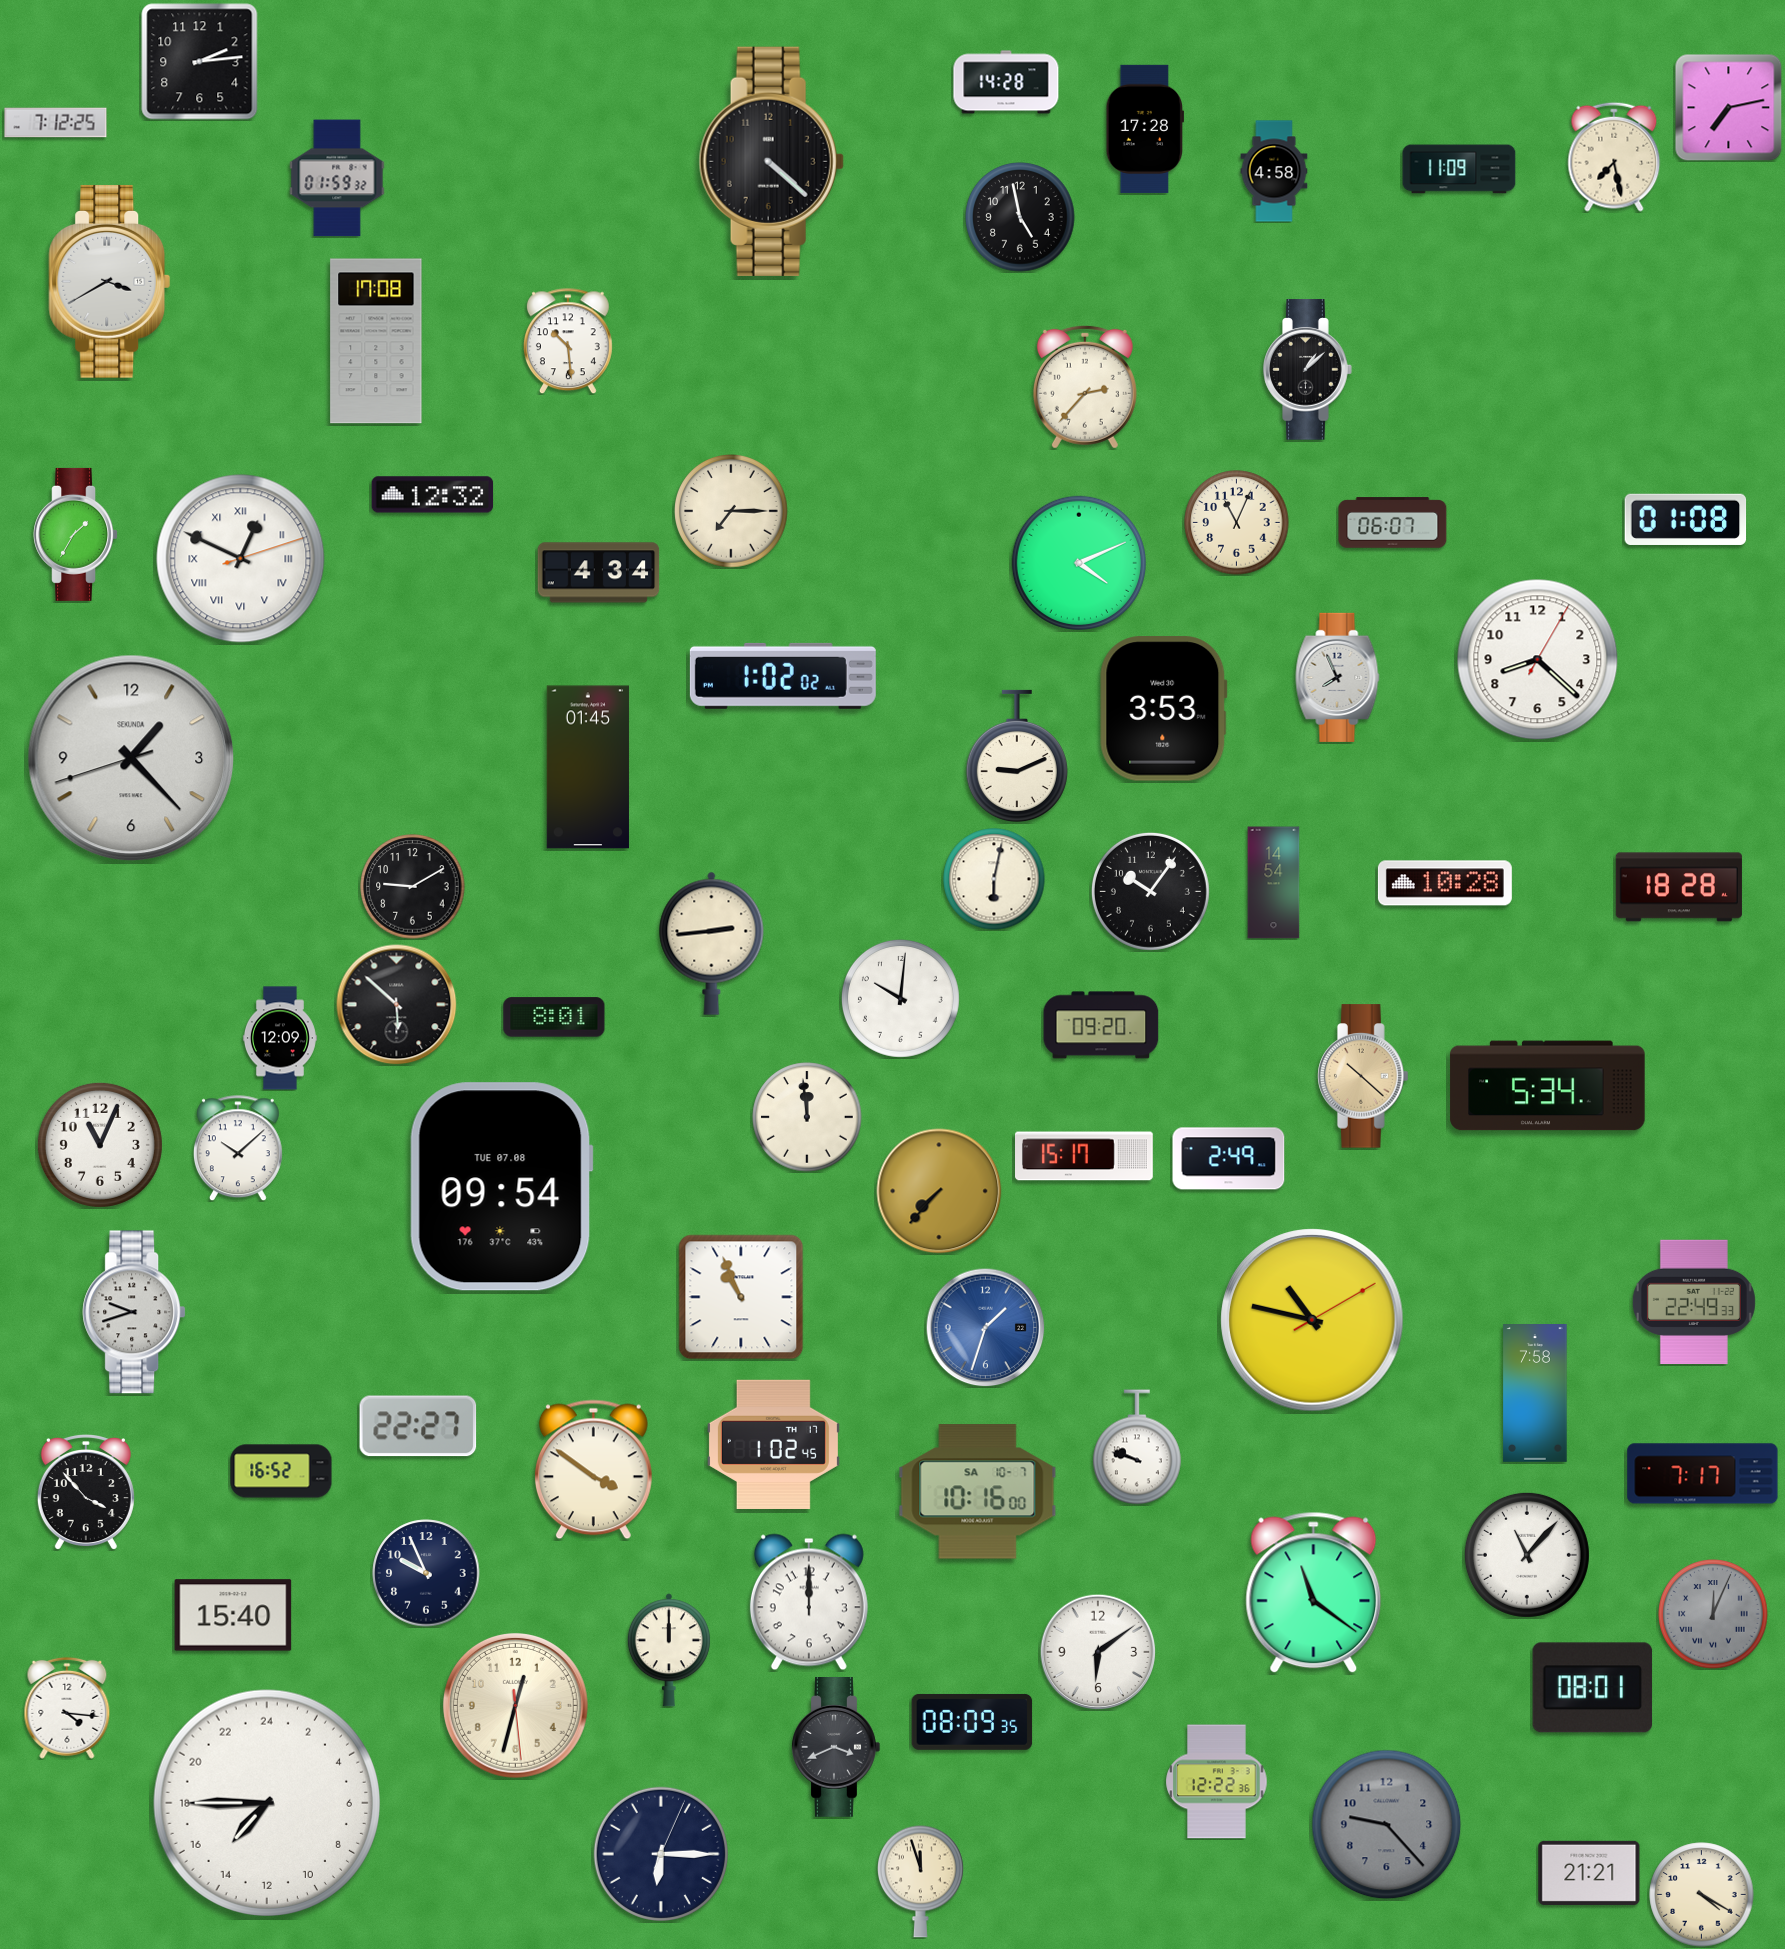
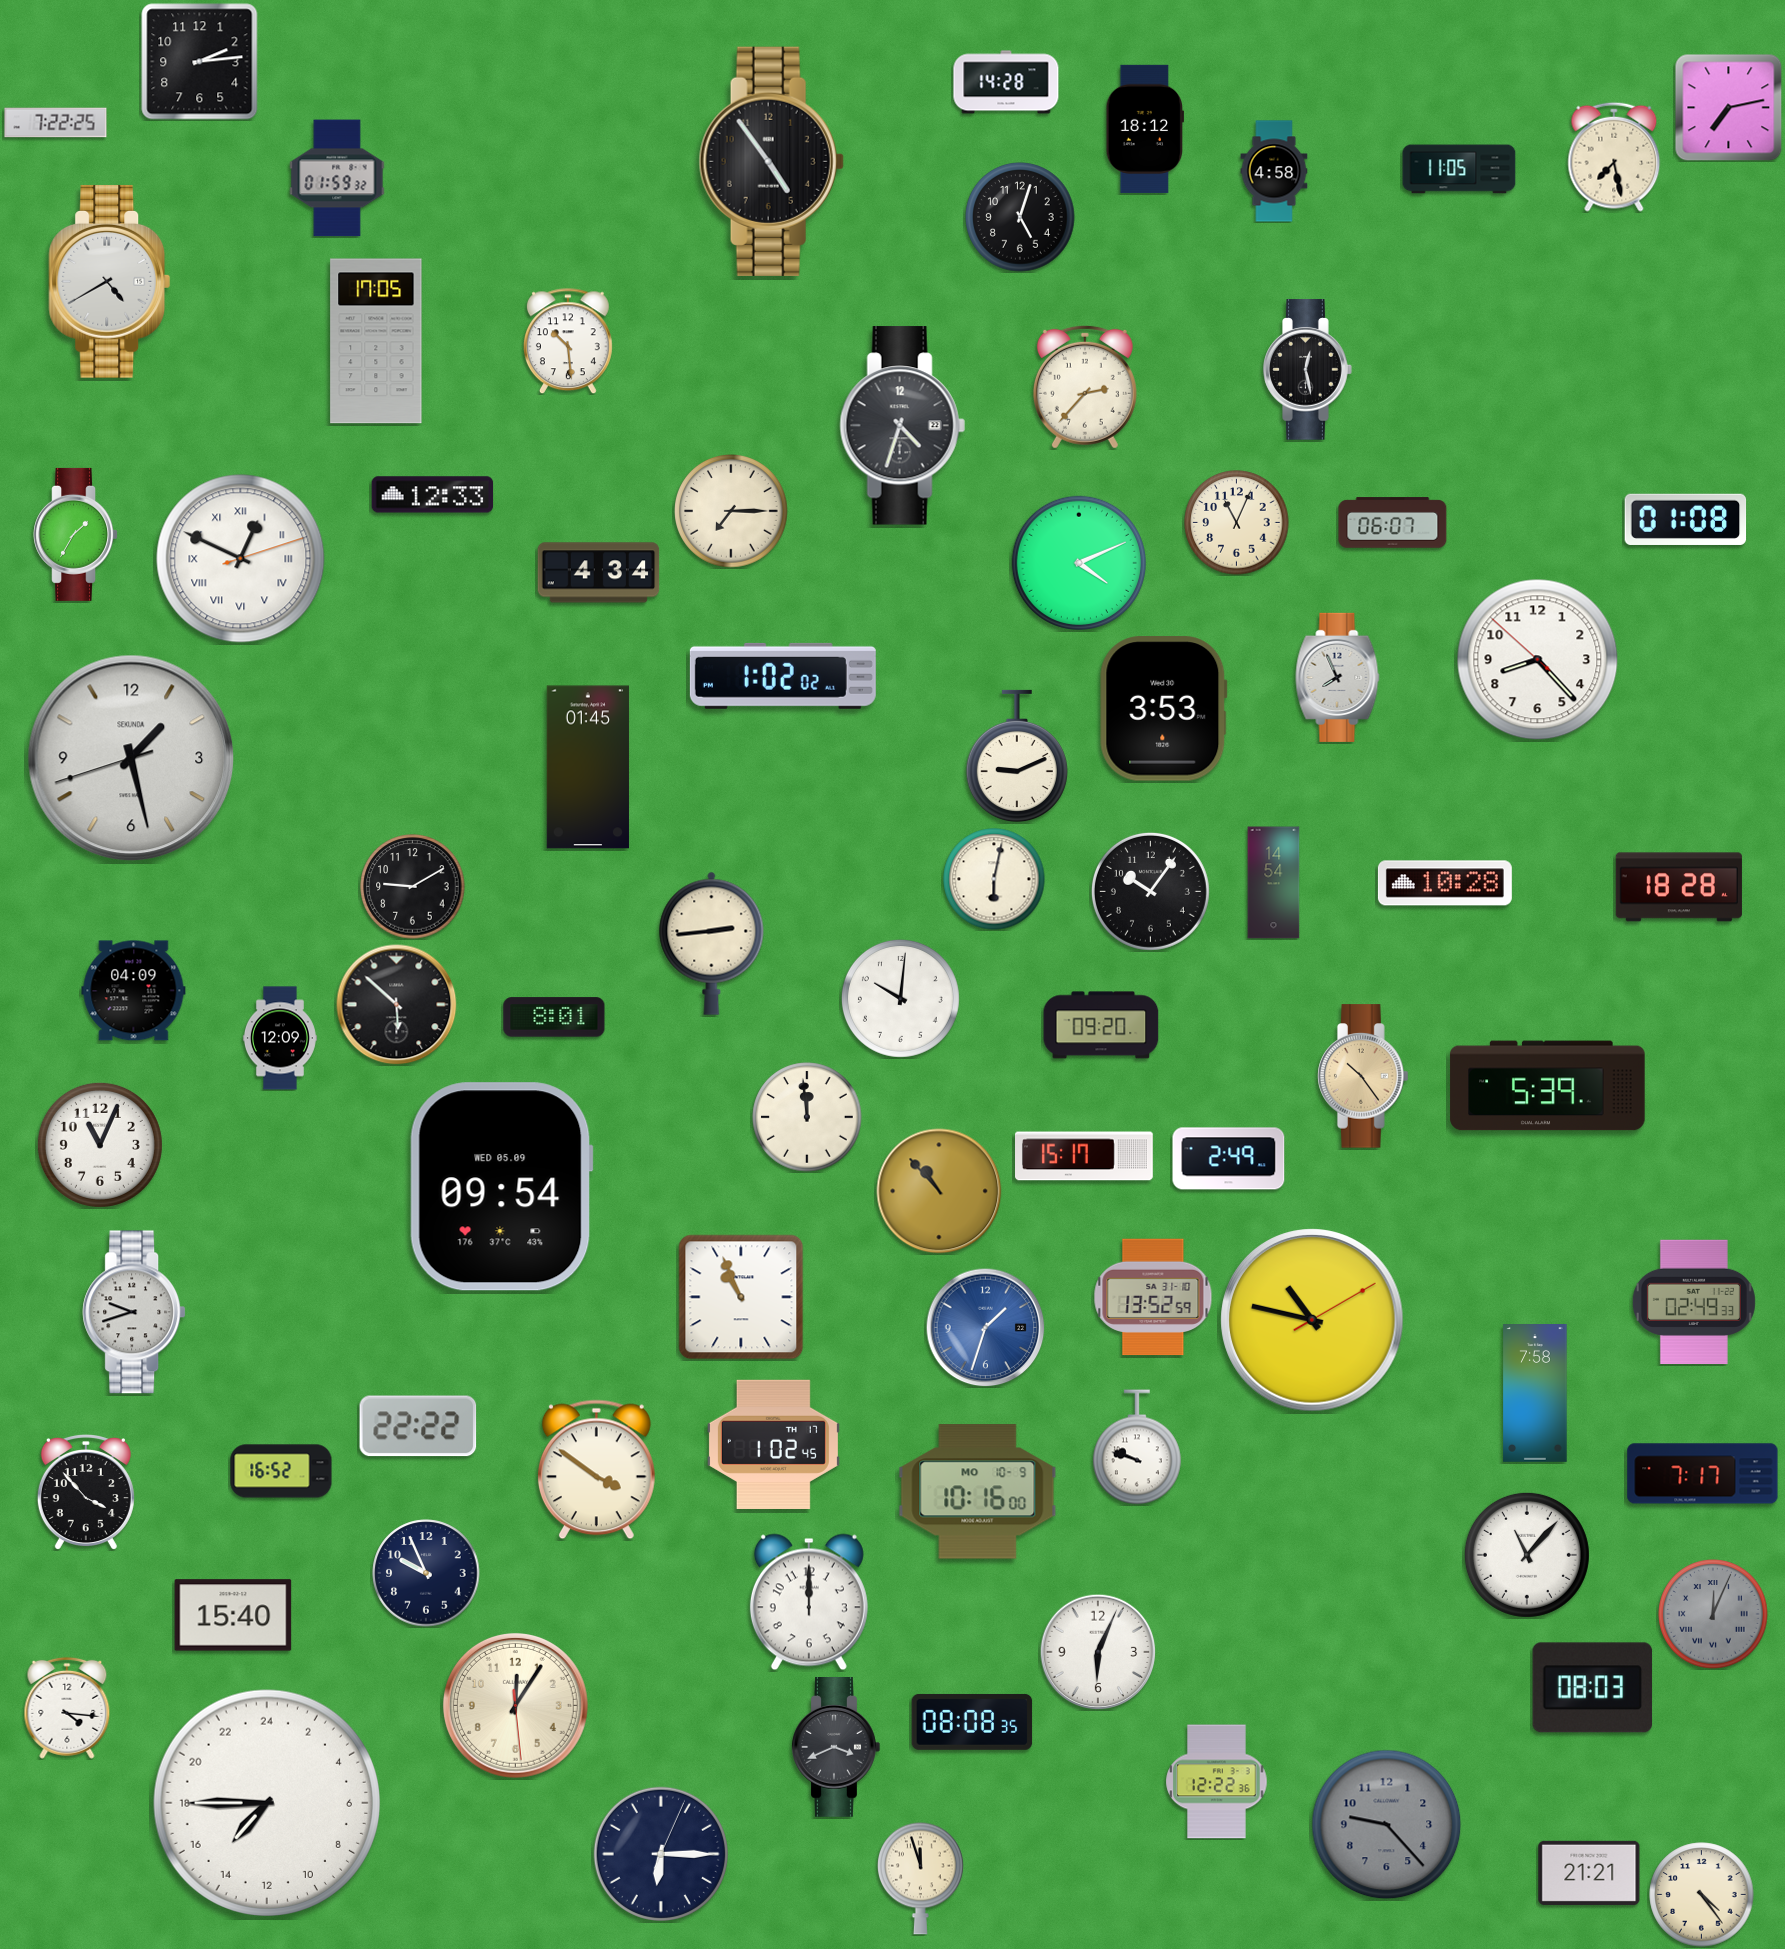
clock at (56, 123): 7:12 -> 7:22
clock at (1144, 129): 17:28 -> 18:12
clock at (771, 161): 4:22 -> 4:54
clock at (1459, 169): 11:09 -> 11:05
clock at (1020, 217): 4:58 -> 5:03
clock at (110, 281): 3:40 -> 4:40
clock at (376, 341): 17:08 -> 17:05
clock at (1308, 370): 1:08 -> 12:28
clock at (902, 426): none -> 4:33
clock at (433, 495): 12:32 -> 12:33
clock at (1538, 660): 8:22:05 -> 8:22:52
clock at (131, 758): 1:22 -> 1:27
clock at (134, 991): none -> 04:09
clock at (1363, 1076): 10:22 -> 10:24
clock at (1548, 1086): 5:34 -> 5:39
clock at (238, 1148): 10:08 -> none
clock at (501, 1187) date: TUE 07.08 -> WED 05.09
clock at (939, 1191): 7:37 -> 10:53
clock at (1153, 1297): none -> 13:52
clock at (1694, 1302): 22:49 -> 02:49
clock at (418, 1426): 22:27 -> 22:22
clock at (593, 1470) position: (593, 1470) -> (596, 1470)
clock at (978, 1492) date: SA 10-7 -> MO 10-9
clock at (1314, 1593): 11:21 -> none
clock at (669, 1650): 12:00 -> none
clock at (1098, 1652): 6:09 -> 6:04
clock at (1593, 1688): 08:01 -> 08:03
clock at (515, 1705): 12:32 -> 12:05
clock at (972, 1722): 08:09 -> 08:08
clock at (921, 1881) position: (921, 1881) -> (921, 1878)
clock at (1702, 1895): 4:20 -> 4:24
